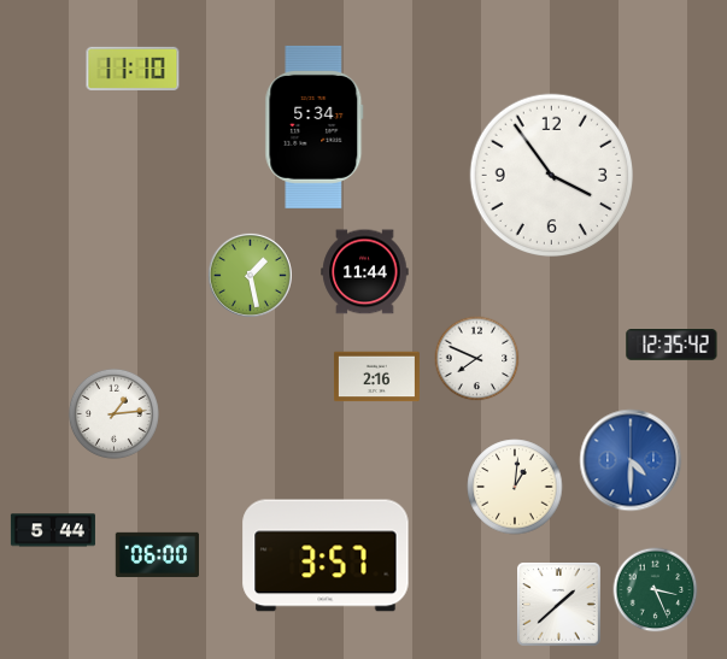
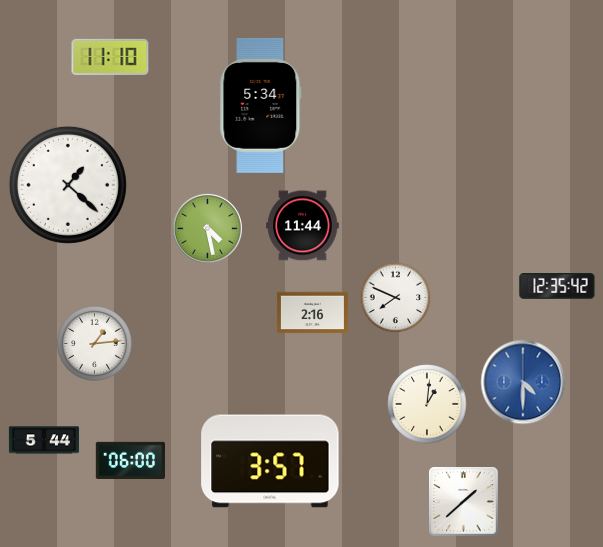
clock at (551, 175): 3:54 -> none
clock at (68, 185): none -> 1:22
clock at (250, 275): 1:28 -> 4:28
clock at (656, 590): 3:26 -> none
